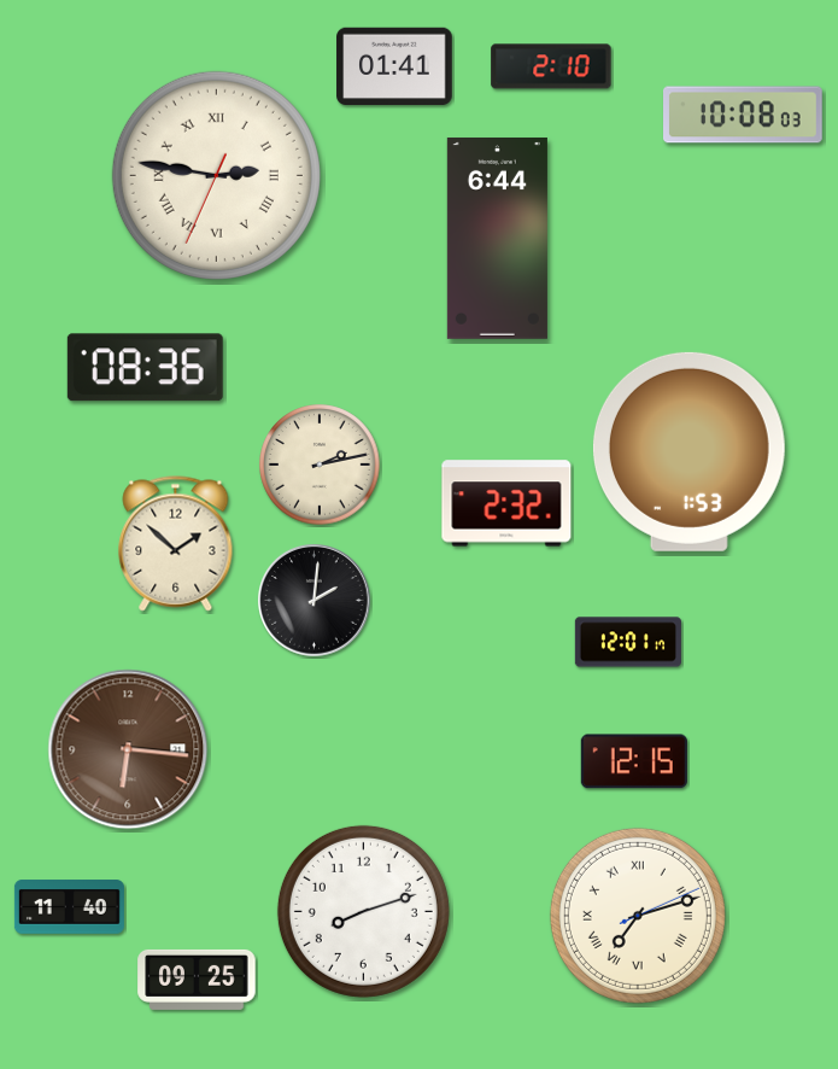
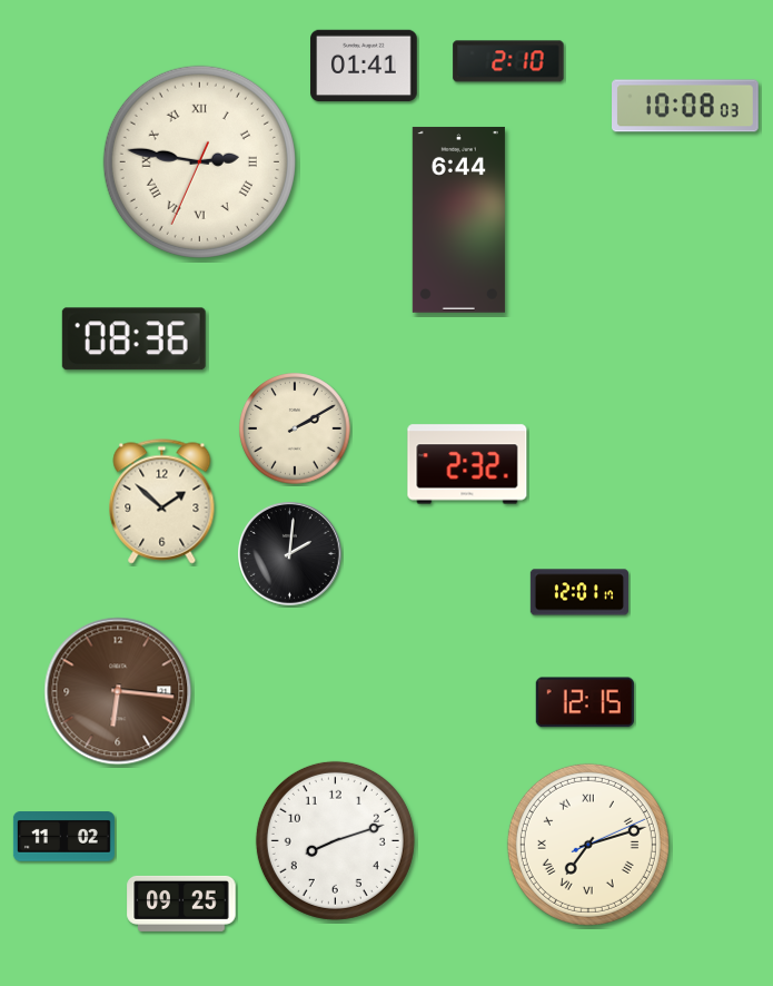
clock at (394, 66) position: (394, 66) -> (364, 66)
clock at (688, 451): 1:53 -> none
clock at (320, 465): 2:13 -> 2:10
clock at (69, 907): 11:40 -> 11:02
